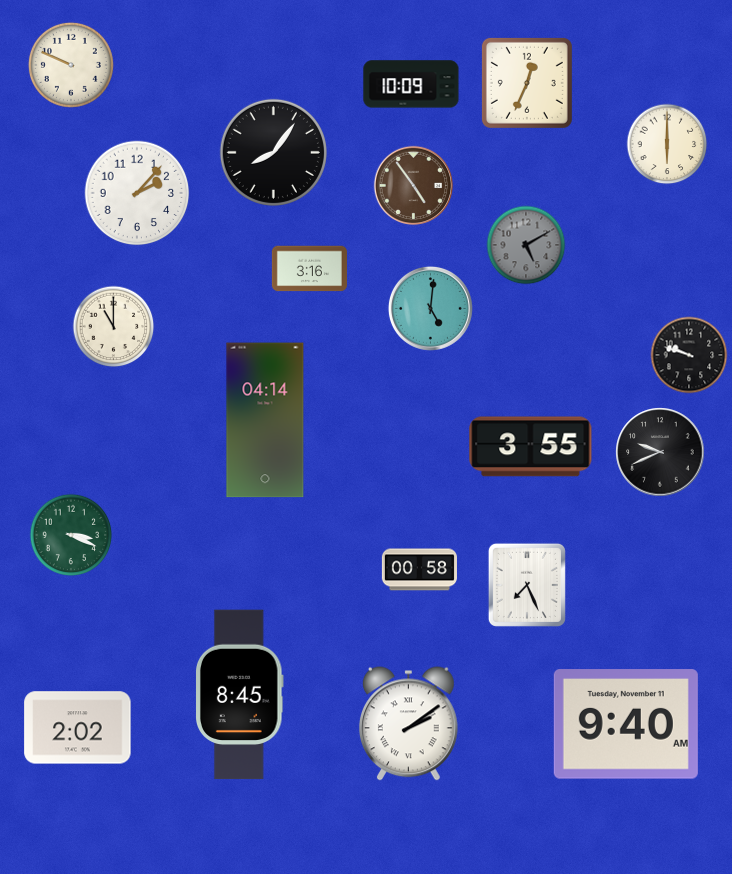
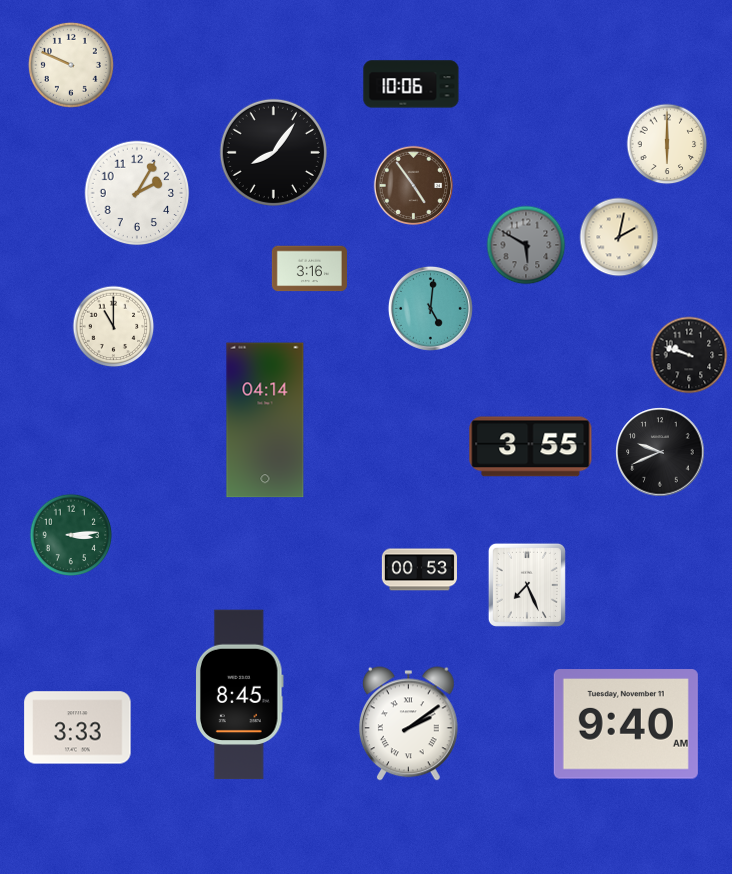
clock at (527, 83): 12:34 -> none
clock at (411, 84): 10:09 -> 10:06
clock at (137, 193): 2:07 -> 2:05
clock at (619, 237): none -> 2:02
clock at (526, 245): 5:10 -> 5:50
clock at (71, 535): 3:19 -> 3:14
clock at (419, 570): 00:58 -> 00:53
clock at (78, 728): 2:02 -> 3:33
